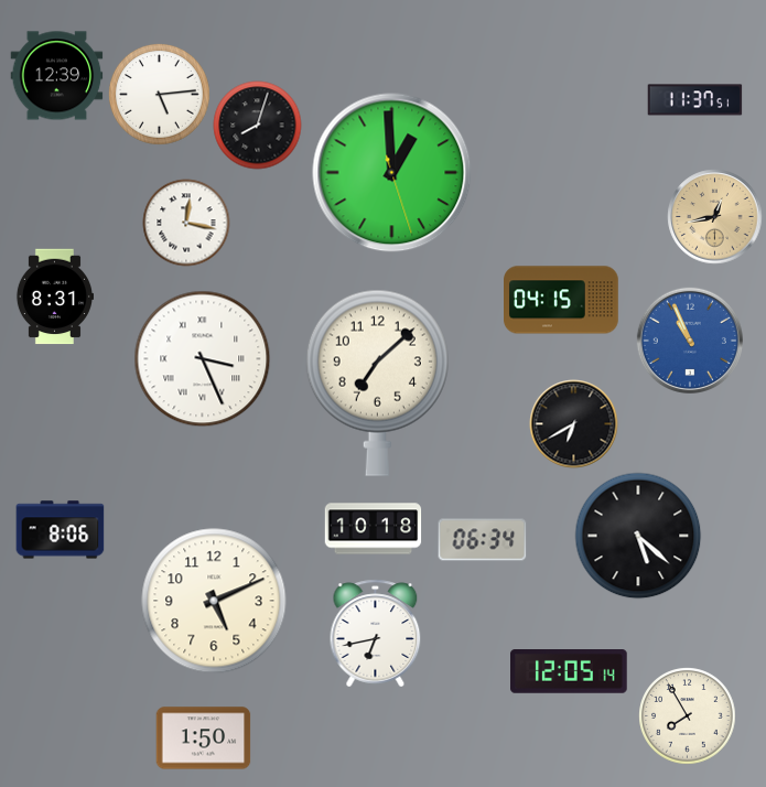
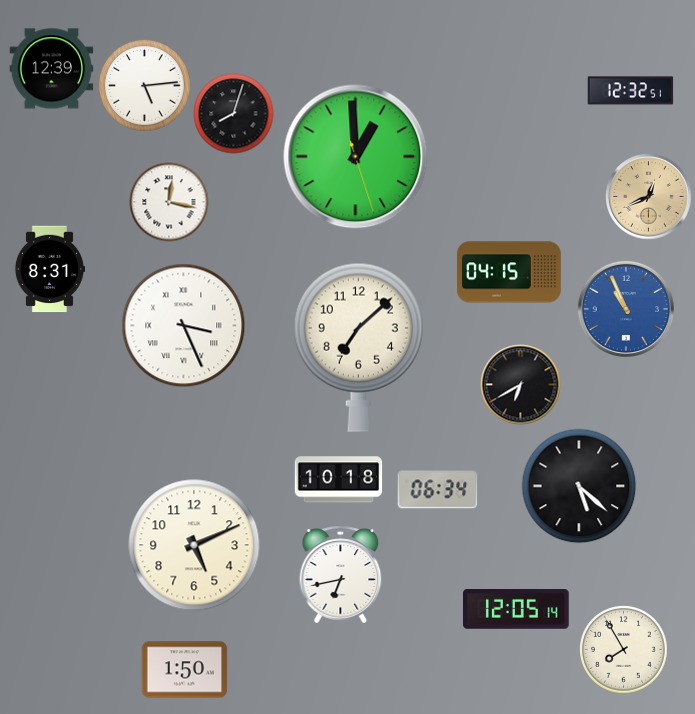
clock at (694, 100): 11:37 -> 12:32
clock at (714, 216): 12:43 -> 12:41
clock at (377, 382) position: (377, 382) -> (358, 347)
clock at (60, 530): 8:06 -> none
